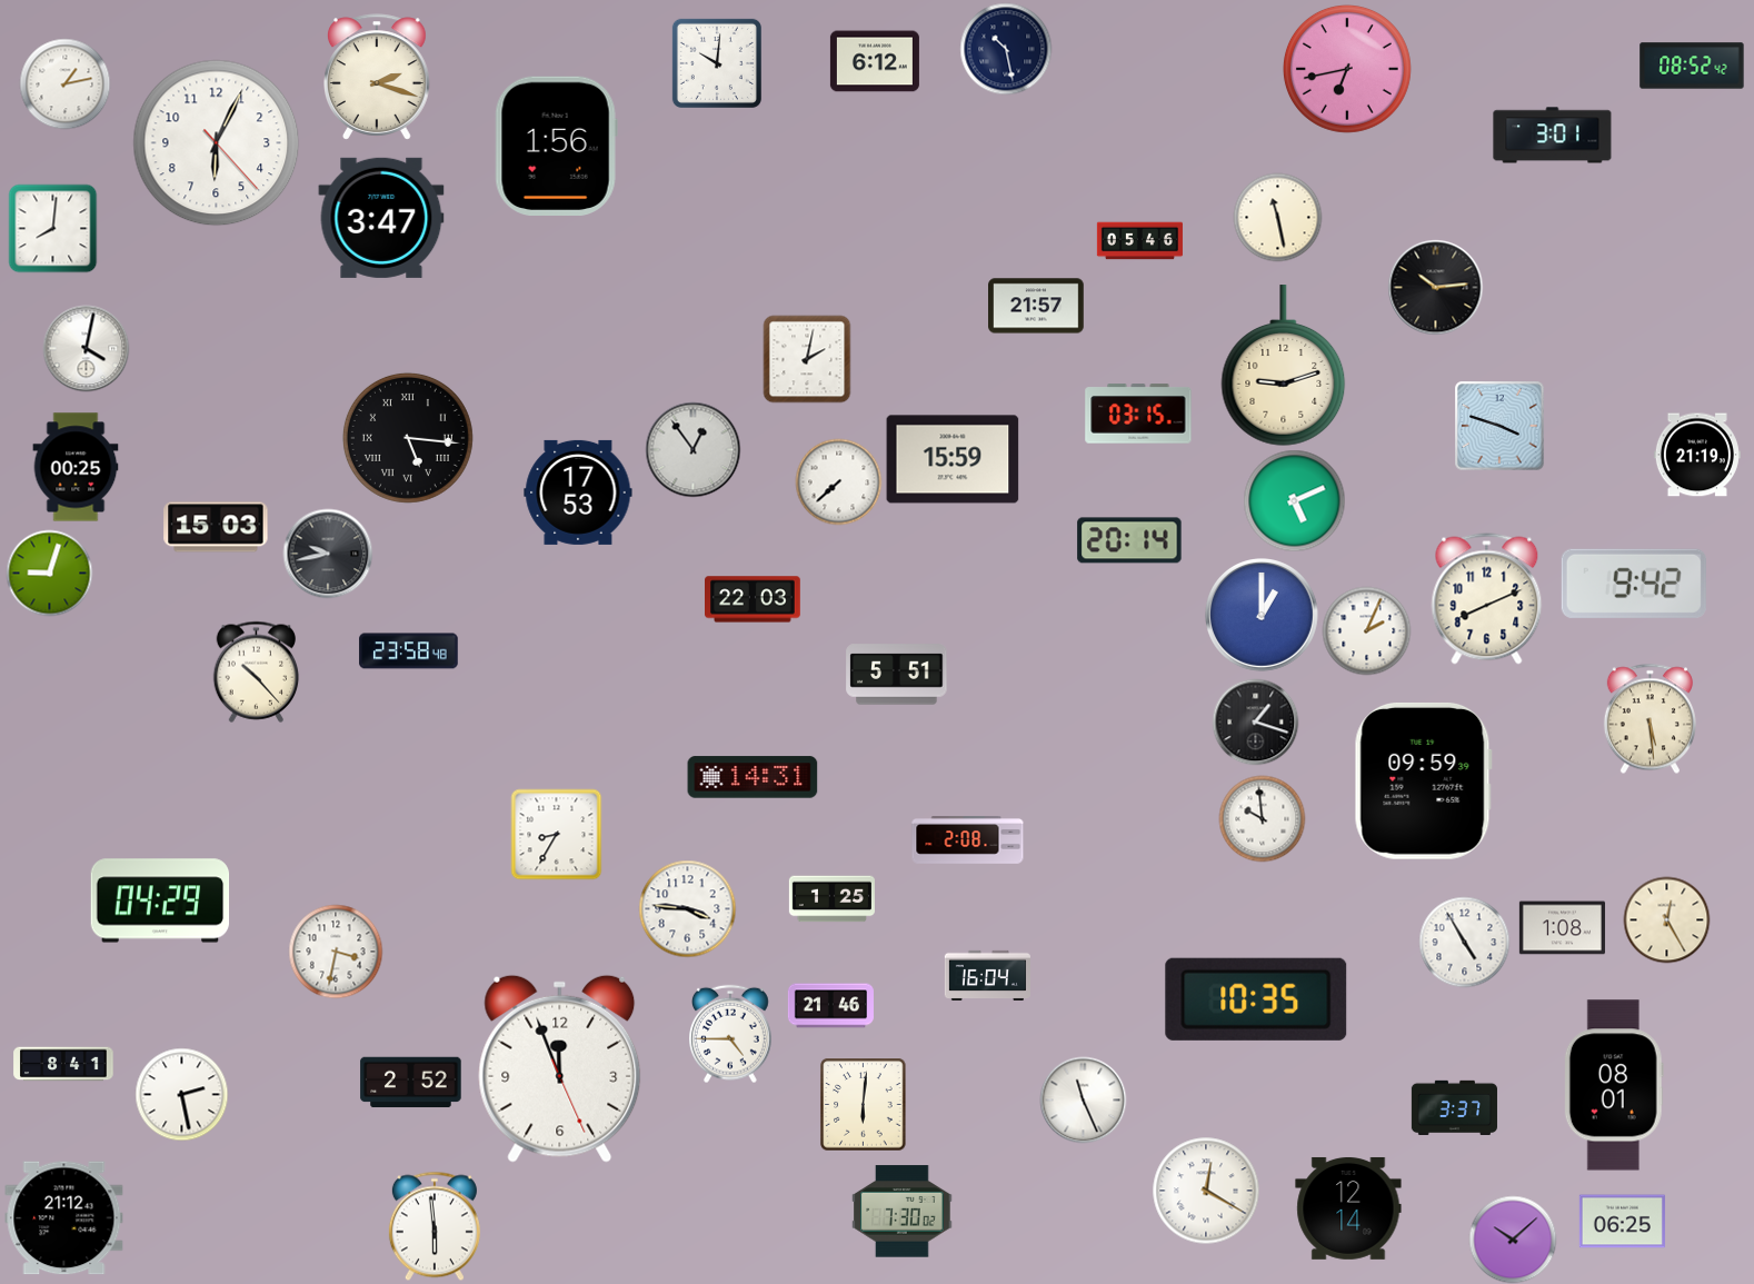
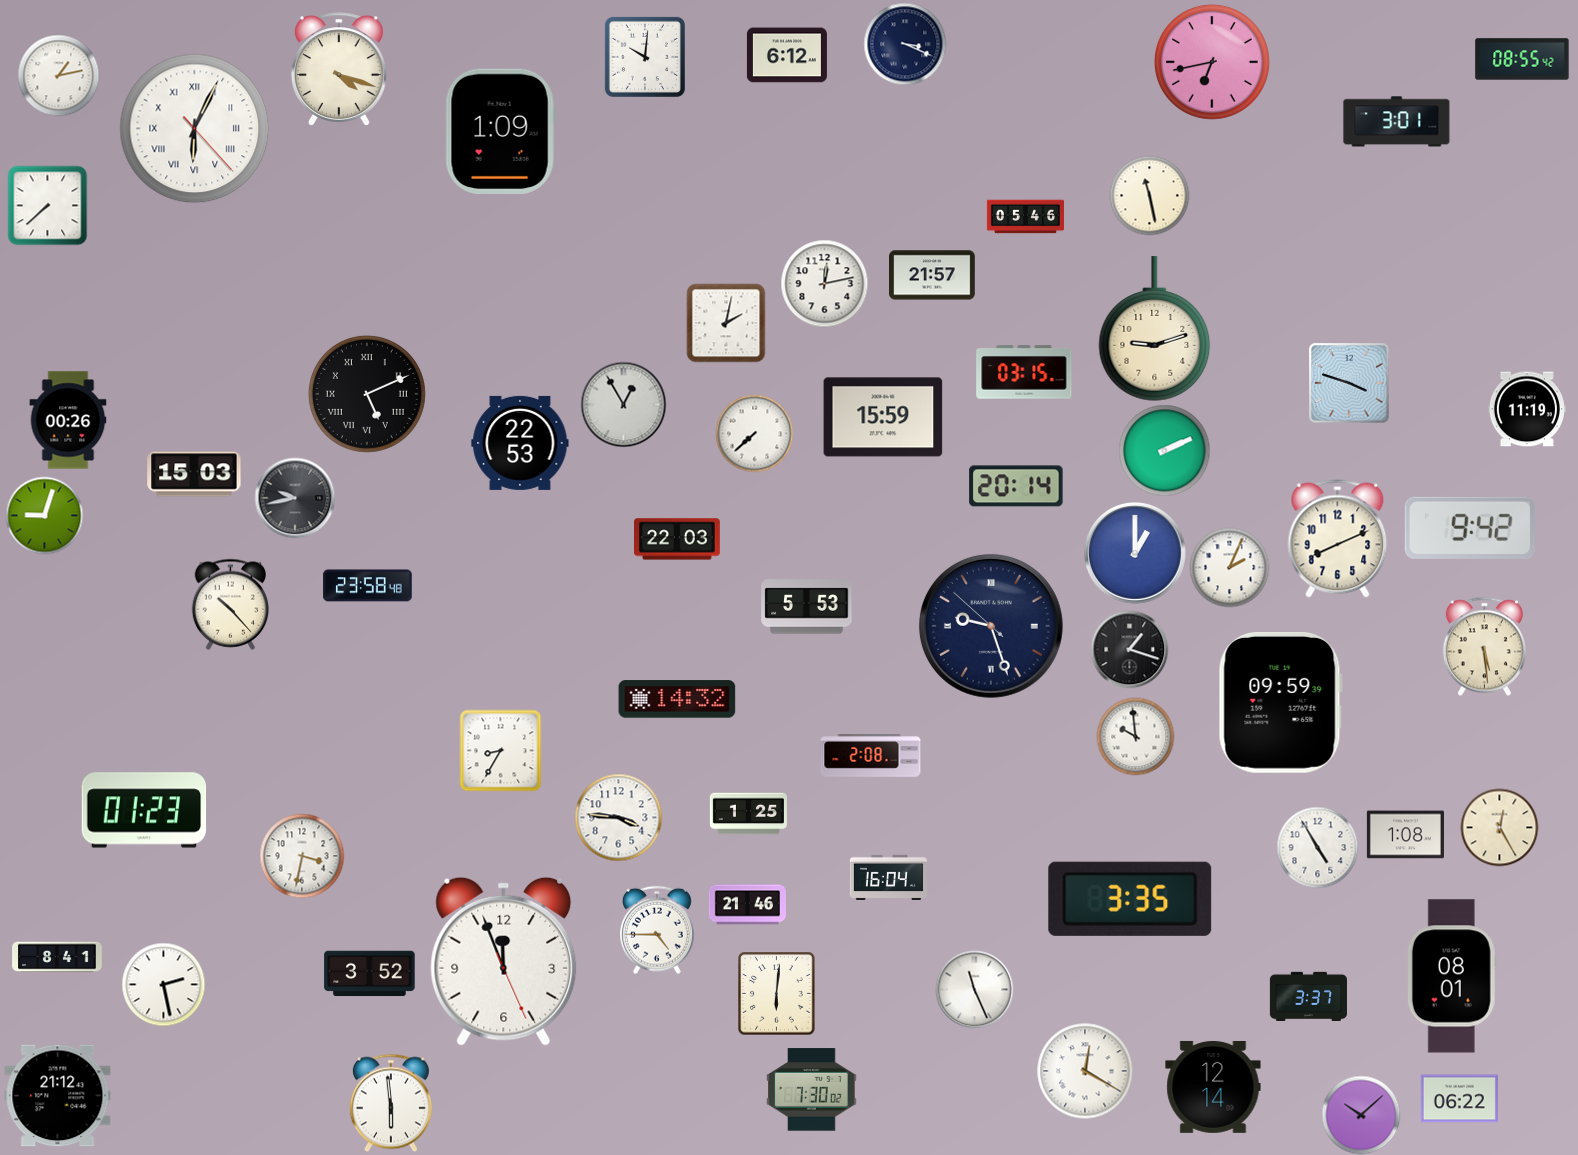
clock at (1006, 49): 10:28 -> 3:19
clock at (1692, 66): 08:52 -> 08:55
clock at (378, 77): 2:18 -> 4:18
clock at (217, 143) numerals: Arabic -> Roman
clock at (556, 146): 1:56 -> 1:09
clock at (381, 218): 3:47 -> none
clock at (52, 228): 8:01 -> 7:38
clock at (1435, 287): 10:14 -> none
clock at (824, 283): none -> 12:13
clock at (86, 348): 4:02 -> none
clock at (408, 438): 5:16 -> 5:11
clock at (692, 449): 12:54 -> 12:55
clock at (1697, 455): 21:19 -> 11:19
clock at (953, 459) position: (953, 459) -> (883, 417)
clock at (76, 467): 00:25 -> 00:26
clock at (578, 492): 17:53 -> 22:53
clock at (1294, 500): 5:11 -> 2:11
clock at (1634, 584) position: (1634, 584) -> (1470, 528)
clock at (897, 675): 5:51 -> 5:53
clock at (991, 626): none -> 9:26
clock at (753, 777): 14:31 -> 14:32
clock at (831, 899) position: (831, 899) -> (748, 814)
clock at (160, 900): 04:29 -> 01:23
clock at (1256, 999): 10:35 -> 3:35
clock at (411, 1083): 2:52 -> 3:52
clock at (1622, 1222): 06:25 -> 06:22
